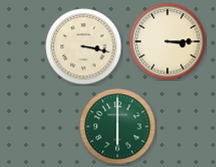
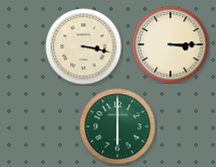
clock at (168, 42) position: (168, 42) -> (171, 45)
